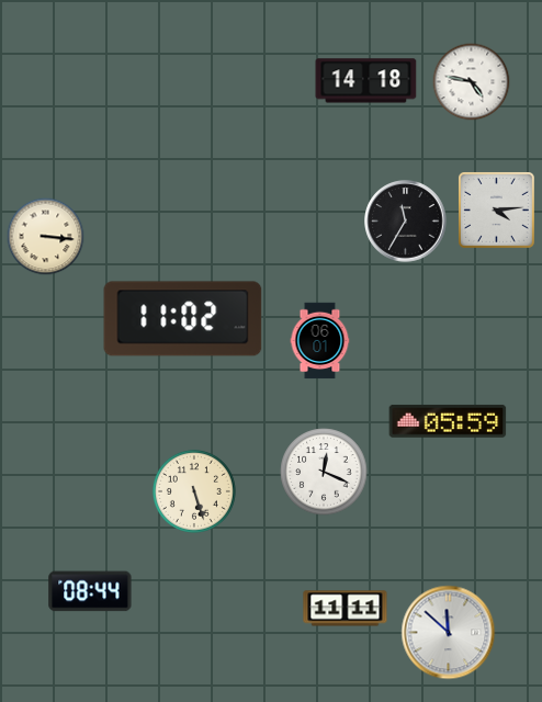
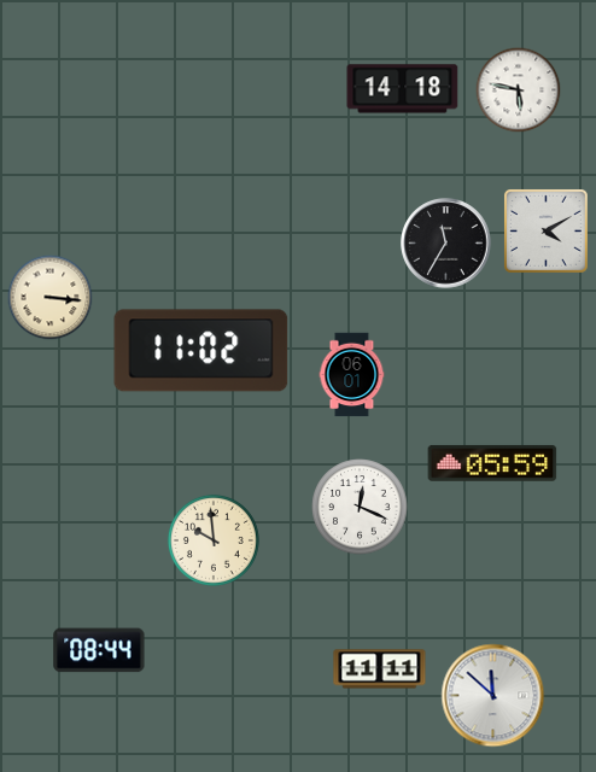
clock at (472, 82): 4:47 -> 5:47
clock at (497, 211): 4:14 -> 4:10
clock at (46, 237) position: (46, 237) -> (51, 298)
clock at (324, 472) position: (324, 472) -> (360, 507)
clock at (194, 491): 5:27 -> 9:59
